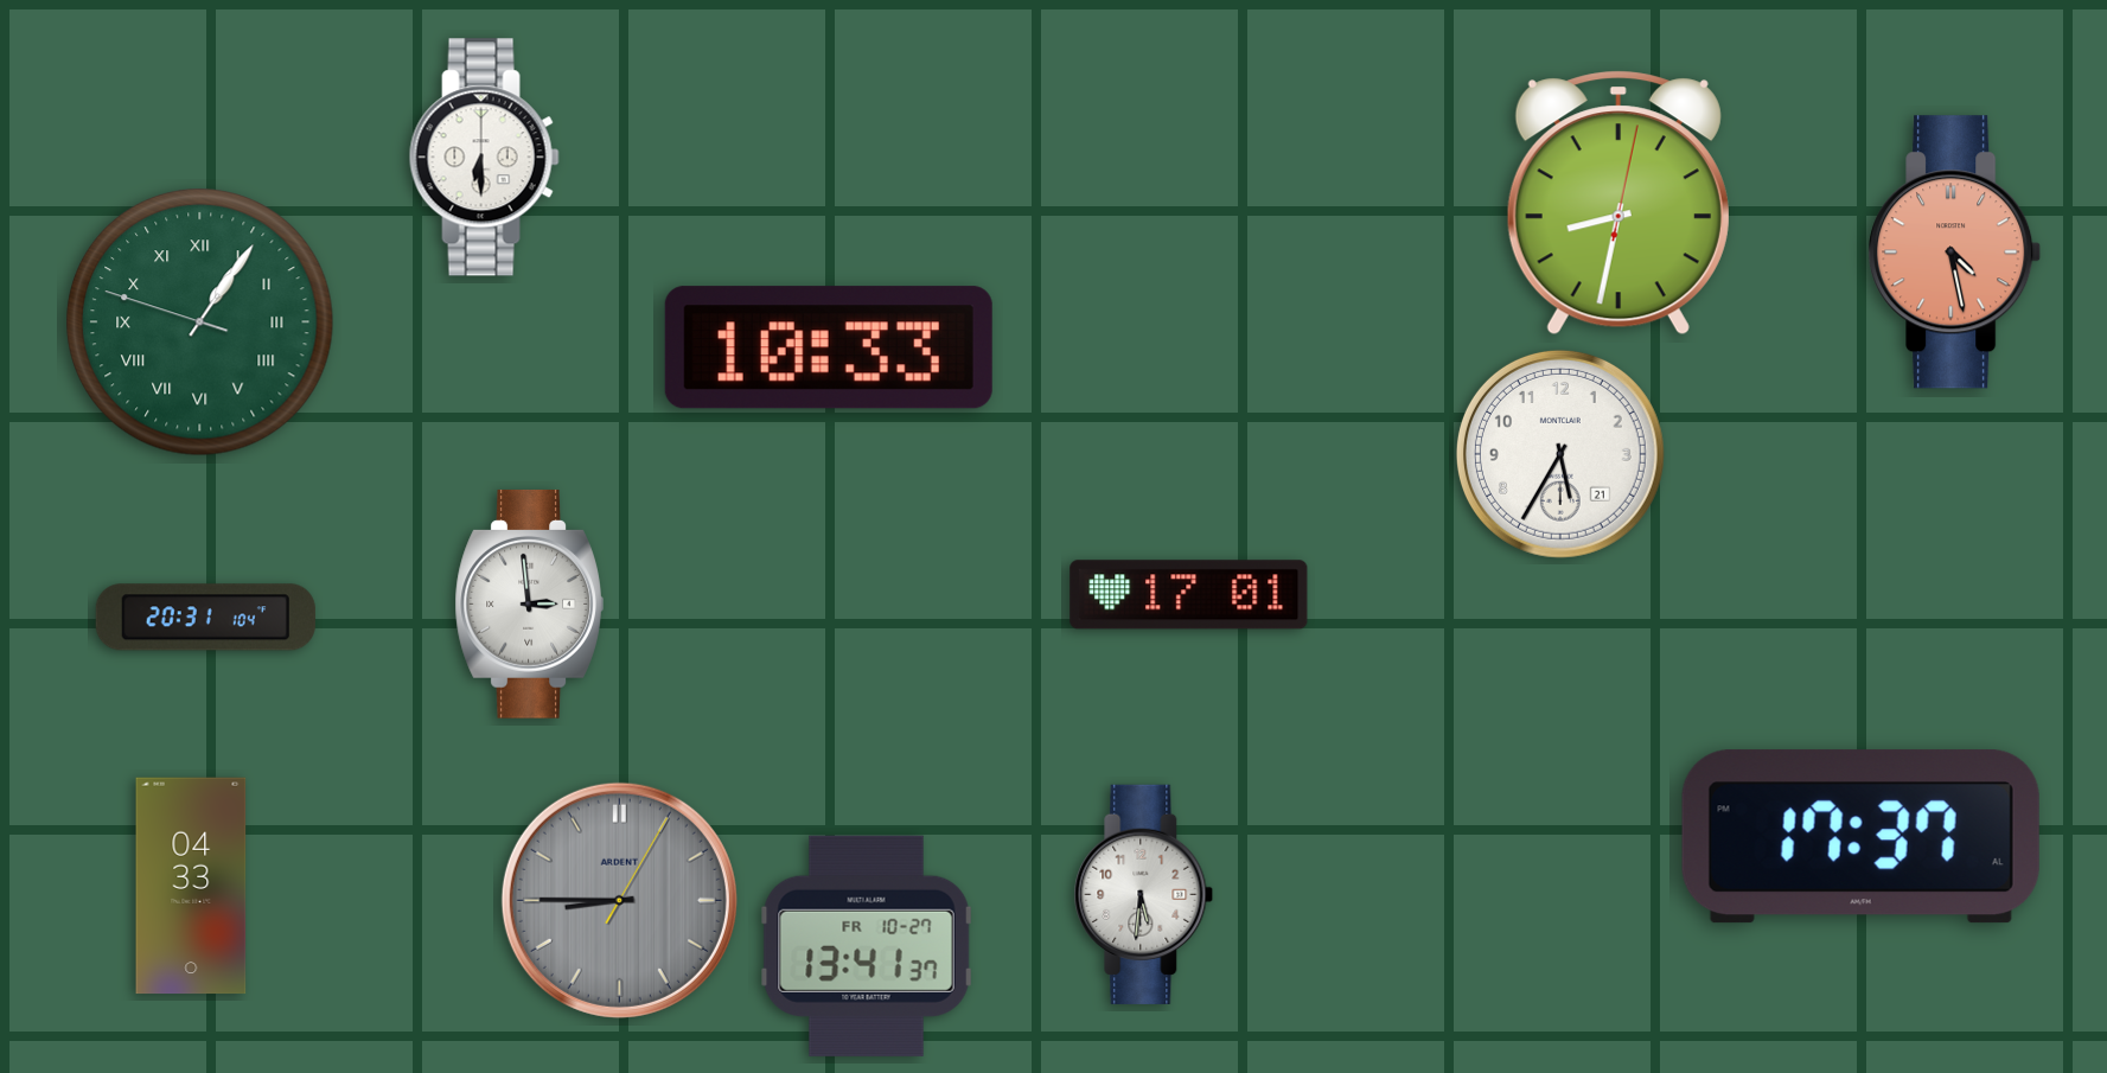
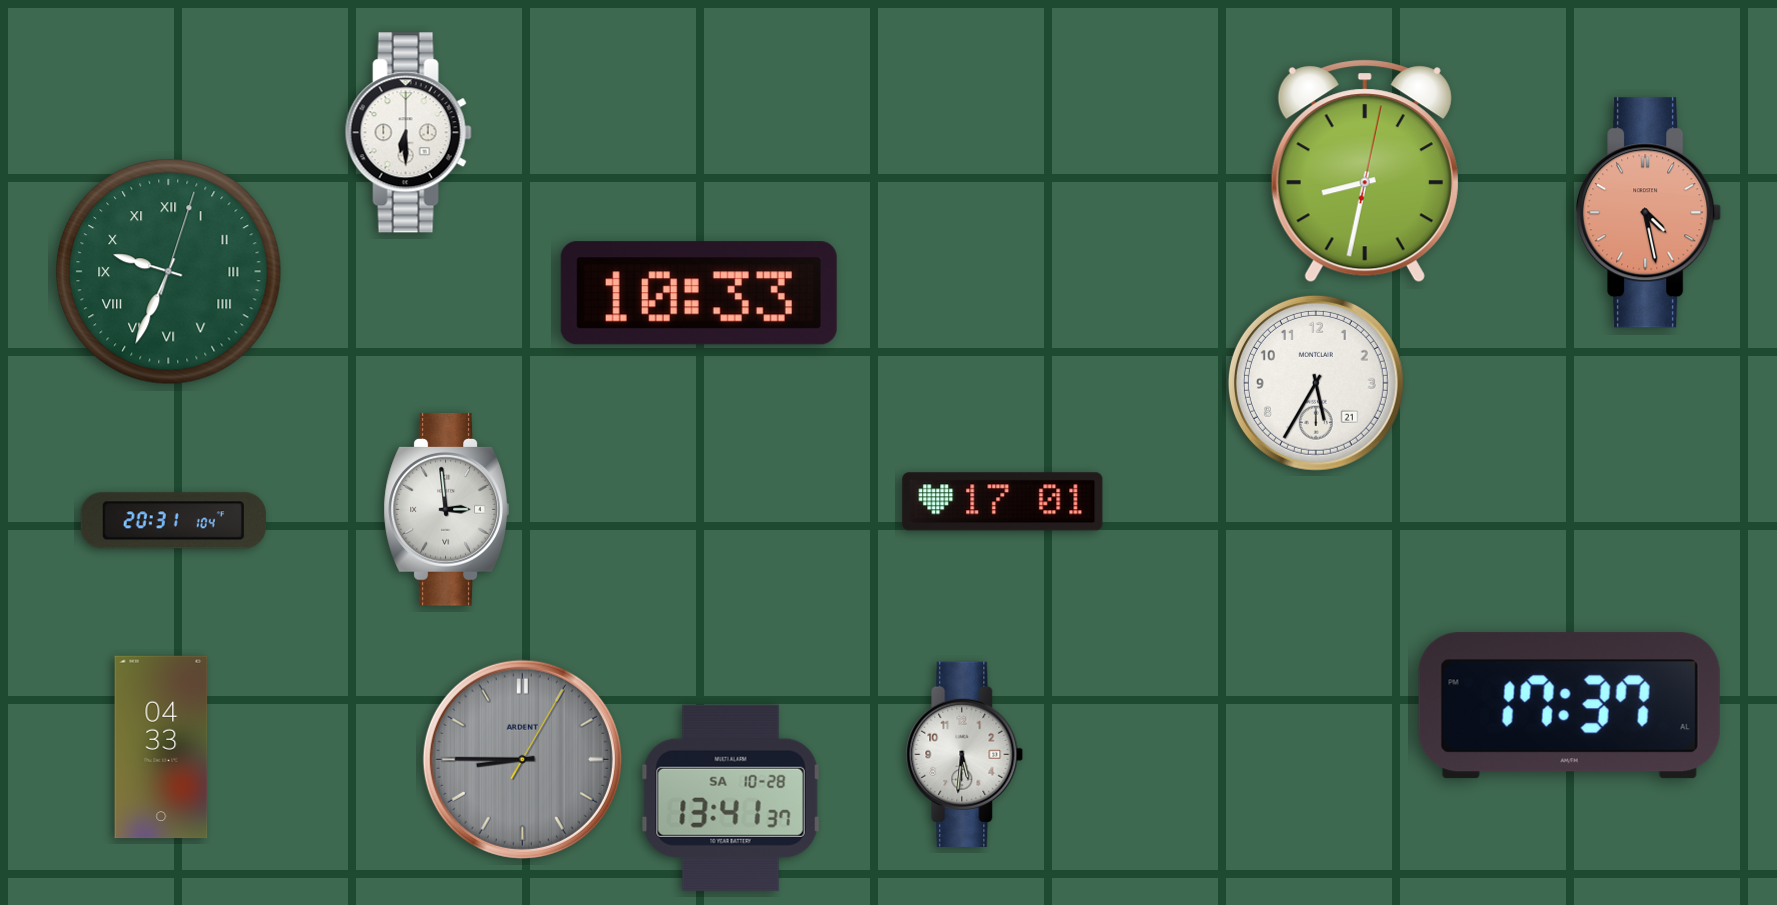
clock at (200, 322): 1:05 -> 9:34
clock at (867, 946) date: FR 10-27 -> SA 10-28
